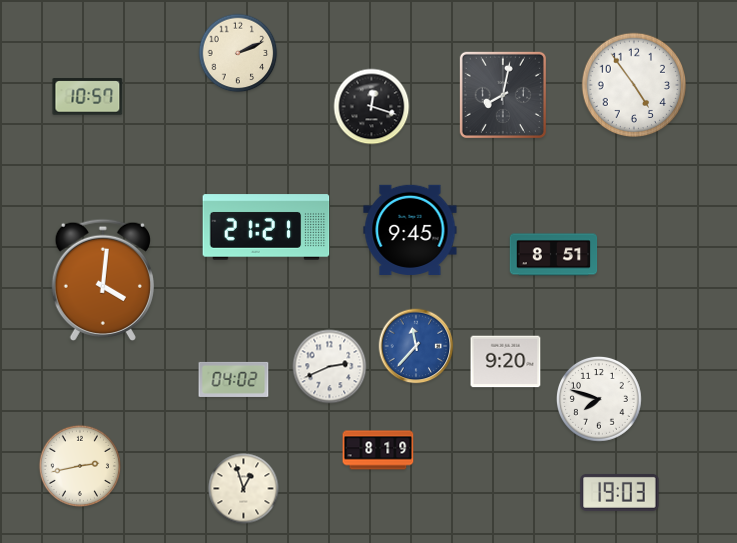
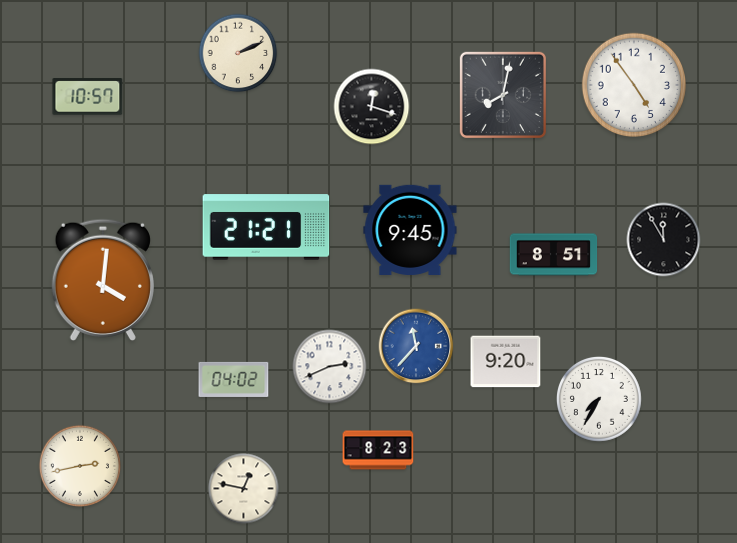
clock at (664, 240): none -> 11:55
clock at (599, 399): 7:48 -> 7:35
clock at (378, 450): 8:19 -> 8:23
clock at (244, 489): 12:57 -> 12:47
clock at (620, 492): 19:03 -> none
